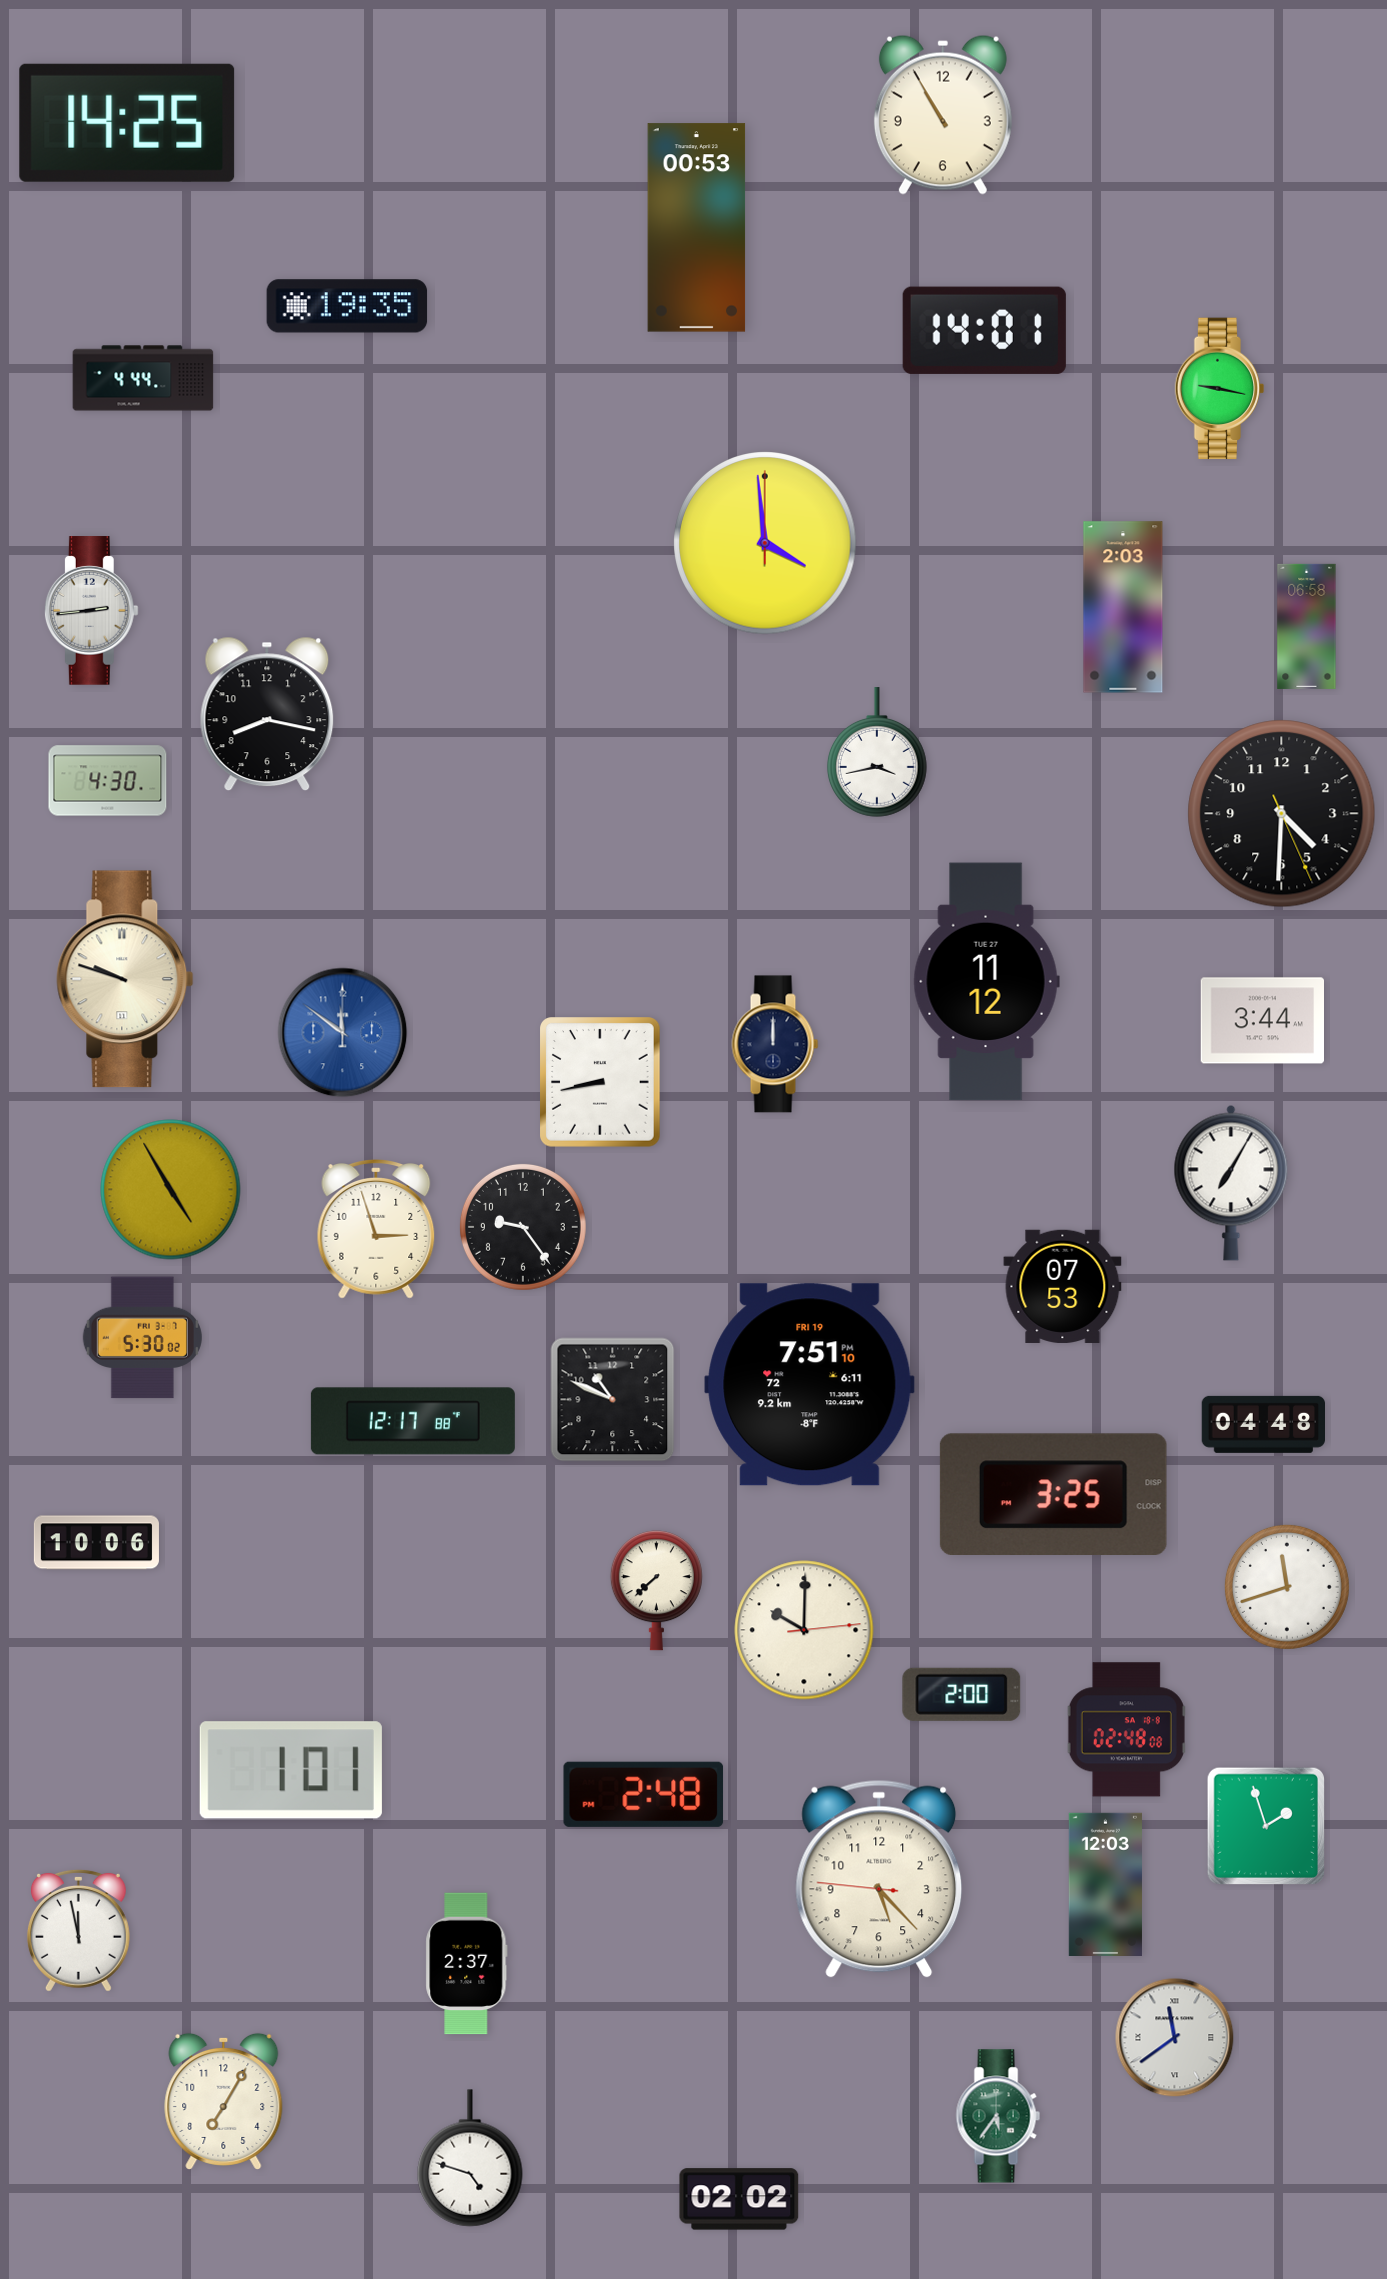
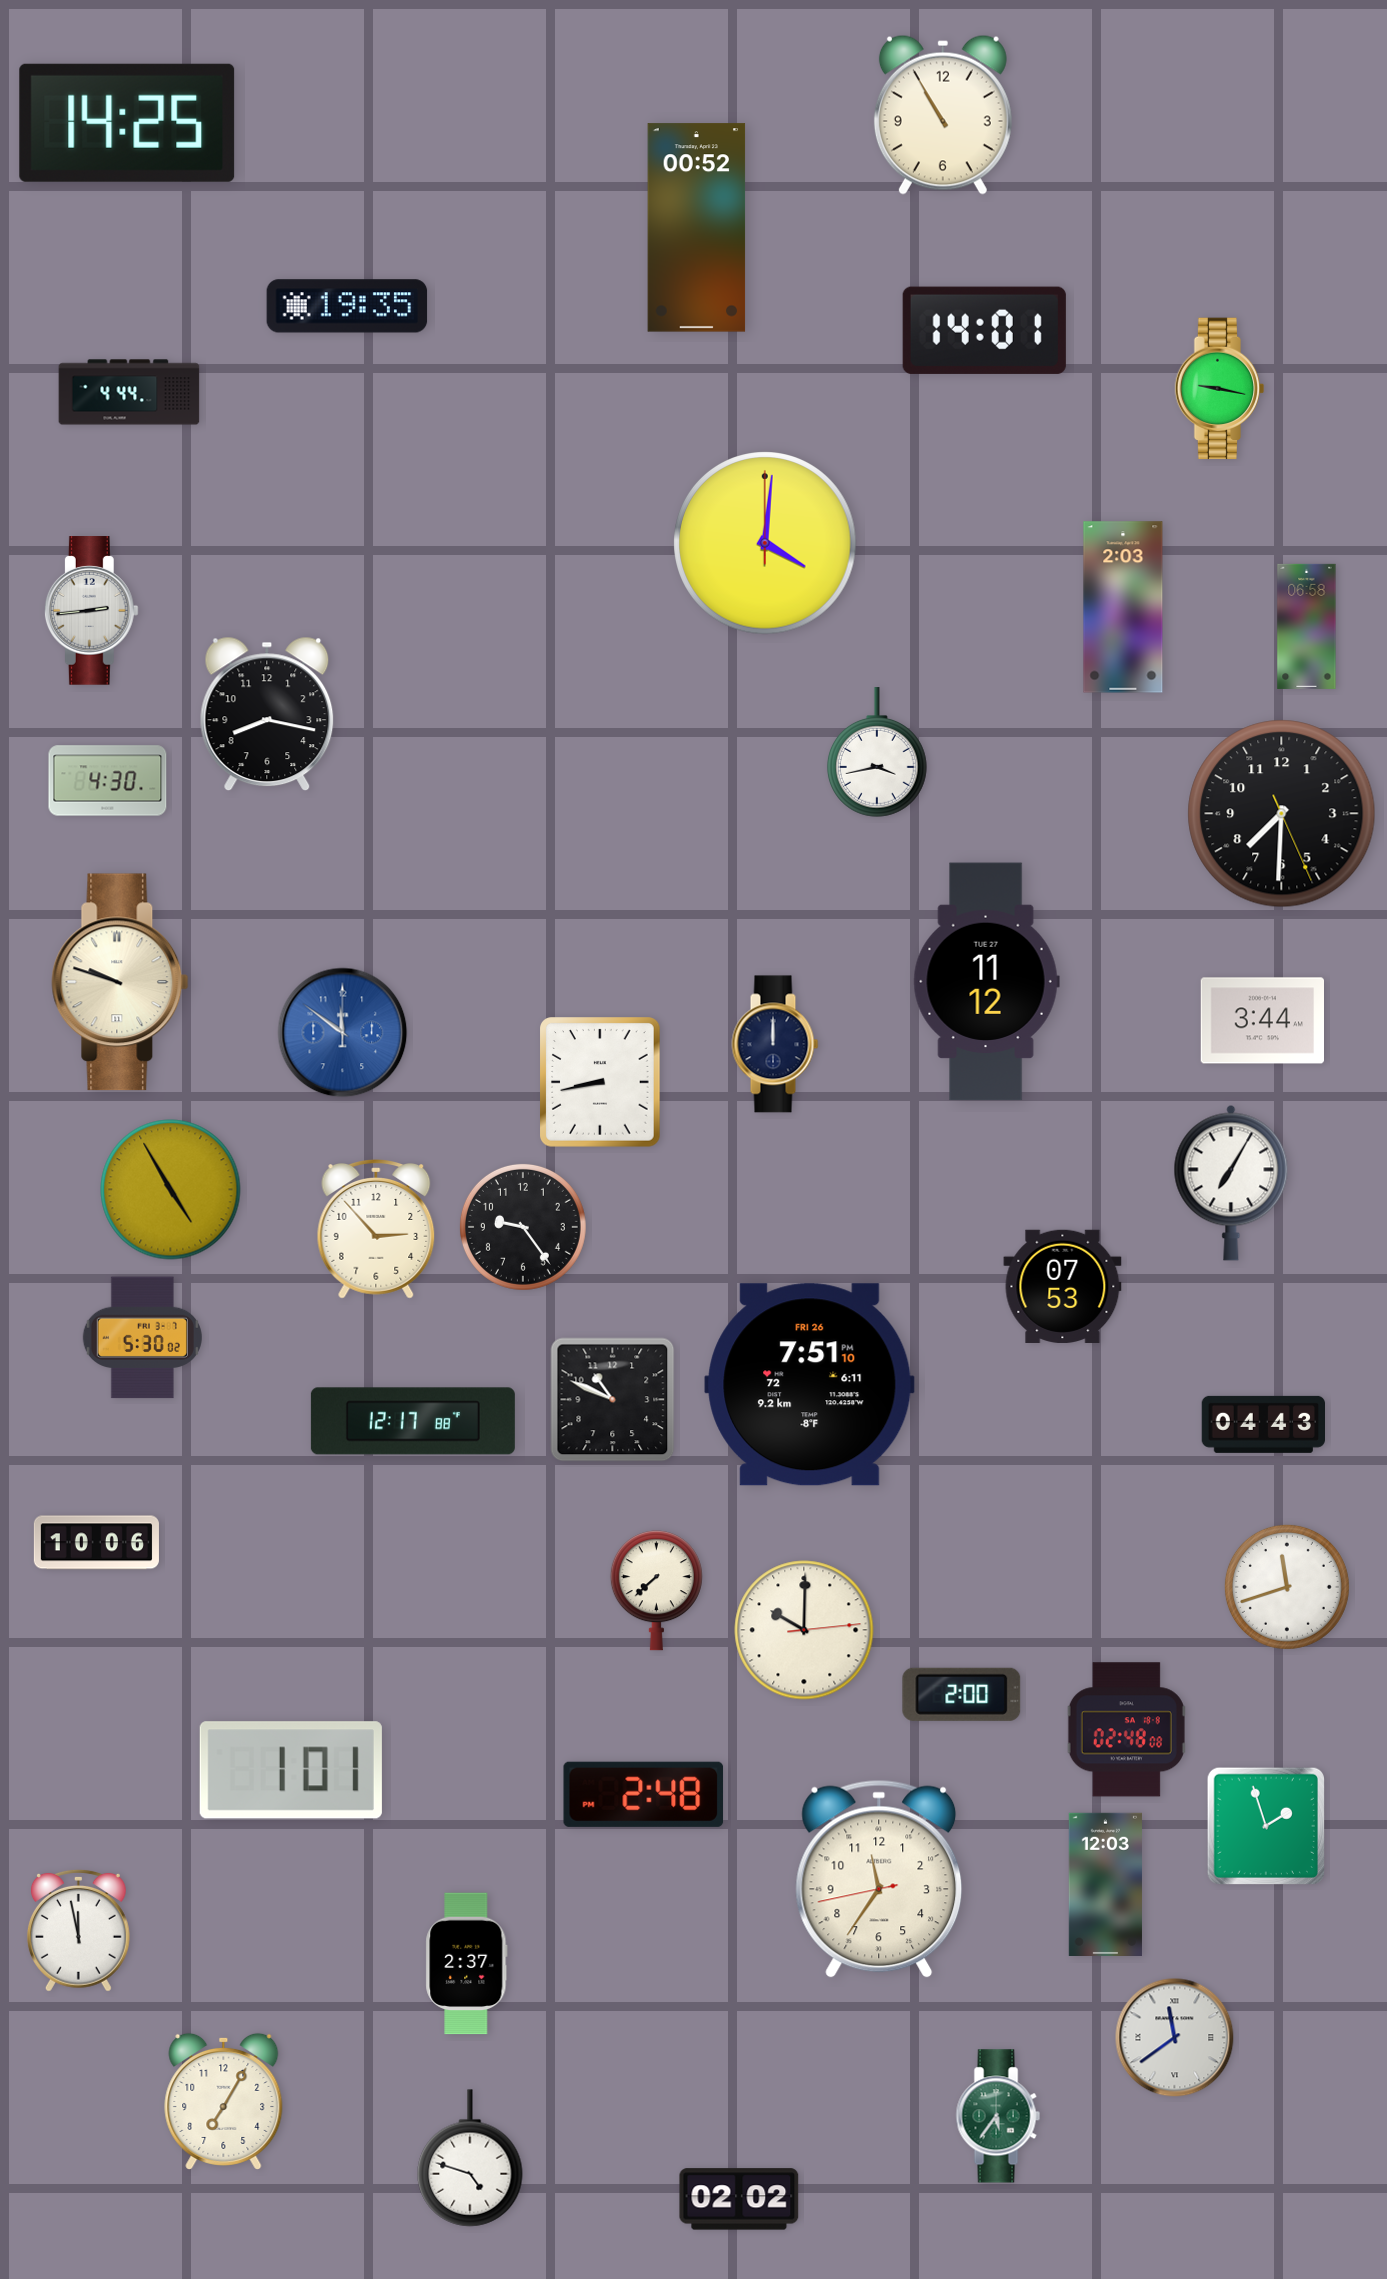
clock at (697, 228): 00:53 -> 00:52
clock at (143, 378) position: (143, 378) -> (129, 392)
clock at (765, 543): 3:59 -> 4:01
clock at (1282, 814): 4:30 -> 7:30
clock at (125, 979) position: (125, 979) -> (120, 982)
clock at (376, 1230): 2:57 -> 2:53
clock at (810, 1385) date: FRI 19 -> FRI 26
clock at (1263, 1424): 04:48 -> 04:43
clock at (1053, 1494): 3:25 -> none
clock at (879, 1879): 5:22 -> 11:35
